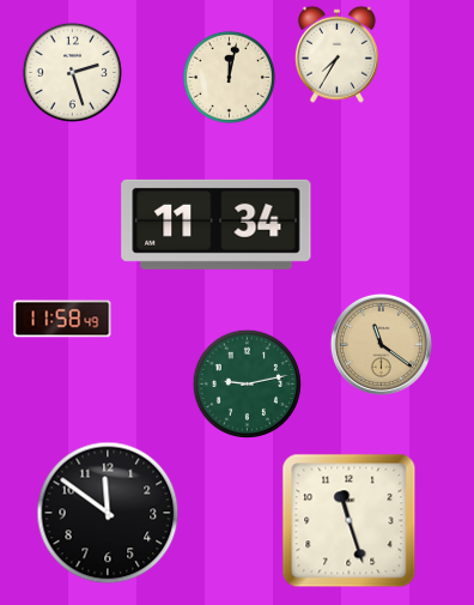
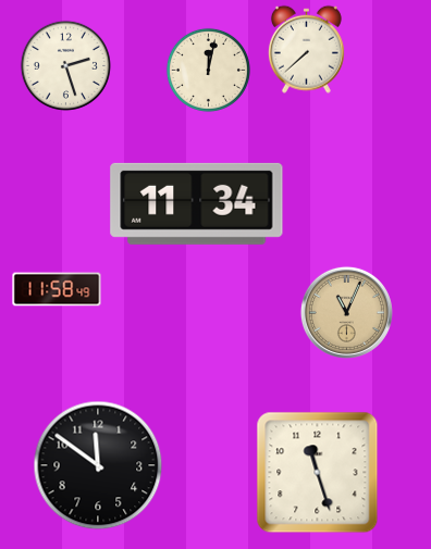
clock at (336, 54): 7:35 -> 7:38
clock at (381, 344): 11:21 -> 11:04
clock at (247, 383): 9:13 -> none
